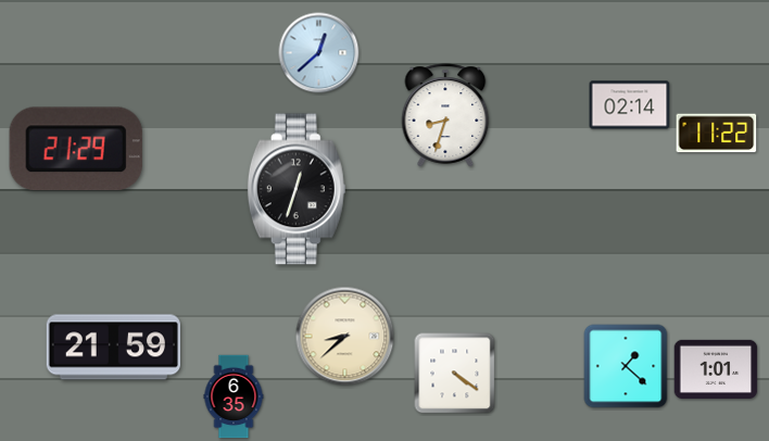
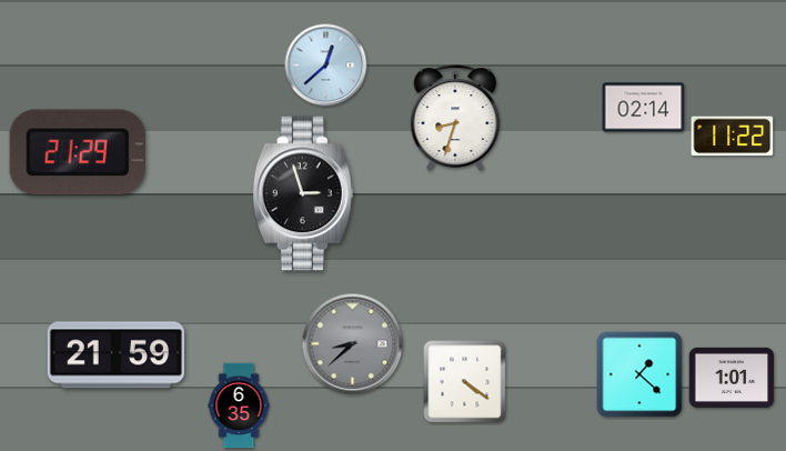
clock at (319, 53) position: (319, 53) -> (326, 66)
clock at (297, 189): 12:33 -> 2:57
clock at (345, 337) dial: cream -> grey
